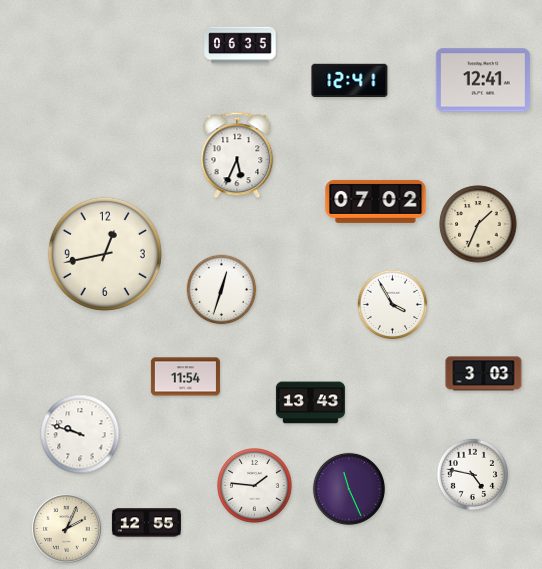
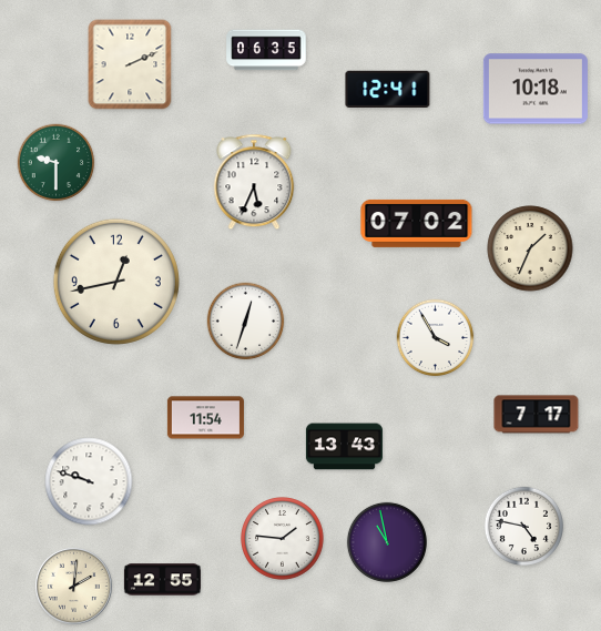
clock at (130, 64): none -> 2:11
clock at (483, 80): 12:41 -> 10:18
clock at (57, 163): none -> 9:30
clock at (237, 155) position: (237, 155) -> (254, 182)
clock at (484, 374): 3:03 -> 7:17
clock at (349, 489): 11:26 -> 10:58
clock at (67, 529): 2:04 -> 2:01
